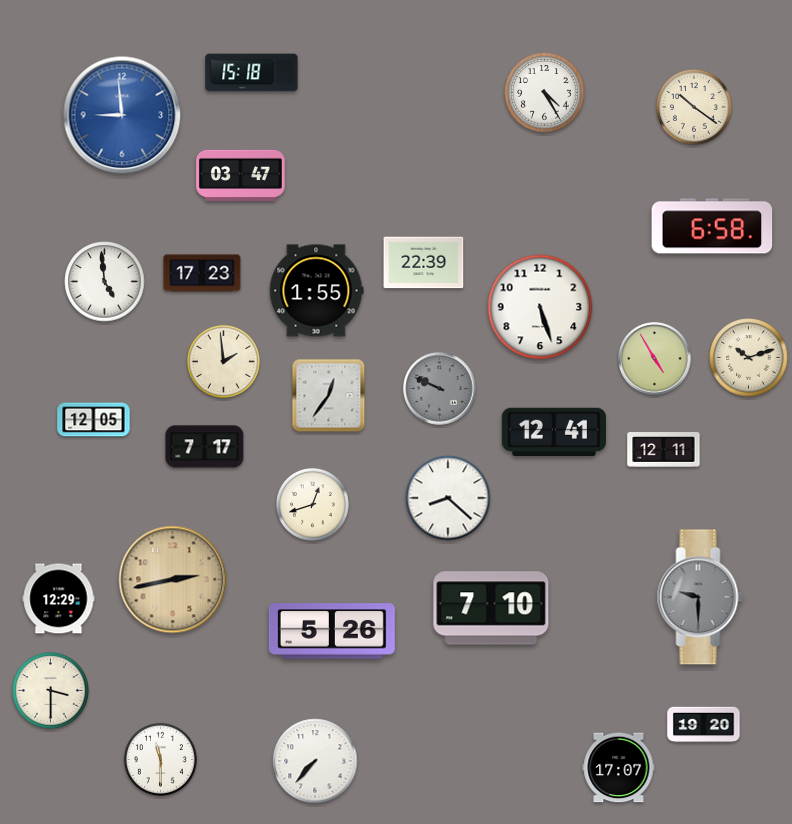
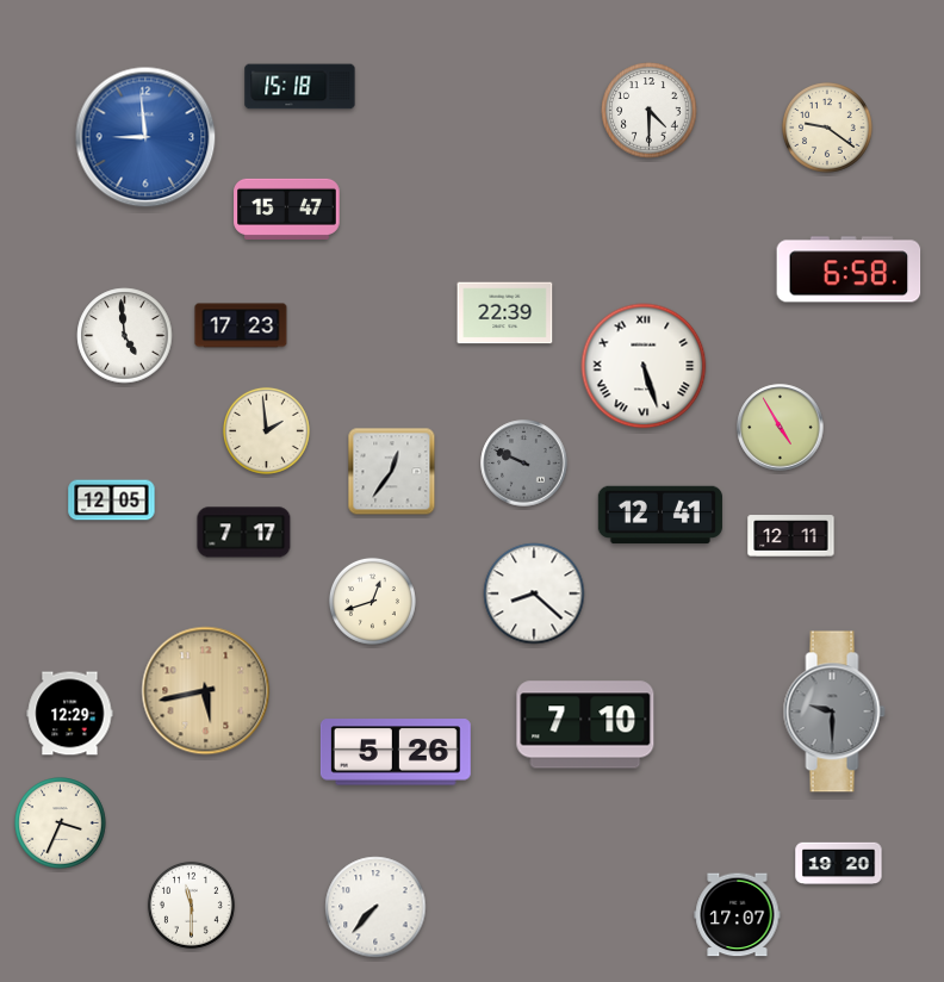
clock at (545, 93): 4:25 -> 4:30
clock at (695, 108): 10:21 -> 9:21
clock at (241, 175): 03:47 -> 15:47
clock at (316, 291): 1:55 -> none
clock at (540, 307) numerals: Arabic -> Roman
clock at (749, 358): 10:12 -> none
clock at (173, 580): 2:43 -> 5:43
clock at (51, 691): 3:30 -> 3:34
